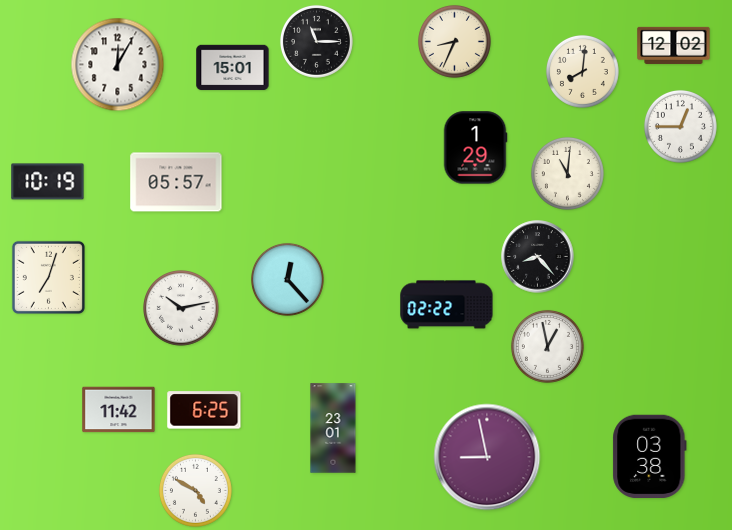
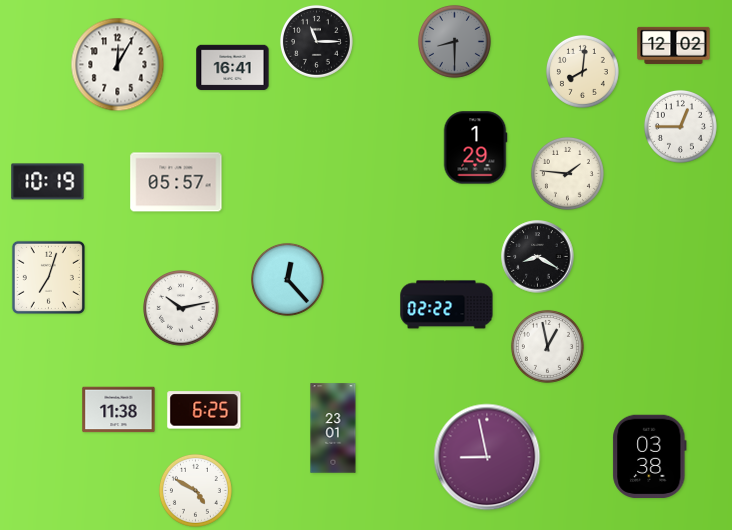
clock at (454, 41): 8:34 -> 8:30
clock at (454, 41) dial: cream -> grey
clock at (233, 68): 15:01 -> 16:41
clock at (567, 173): 11:01 -> 1:46
clock at (538, 257): 8:23 -> 8:20
clock at (119, 410): 11:42 -> 11:38
